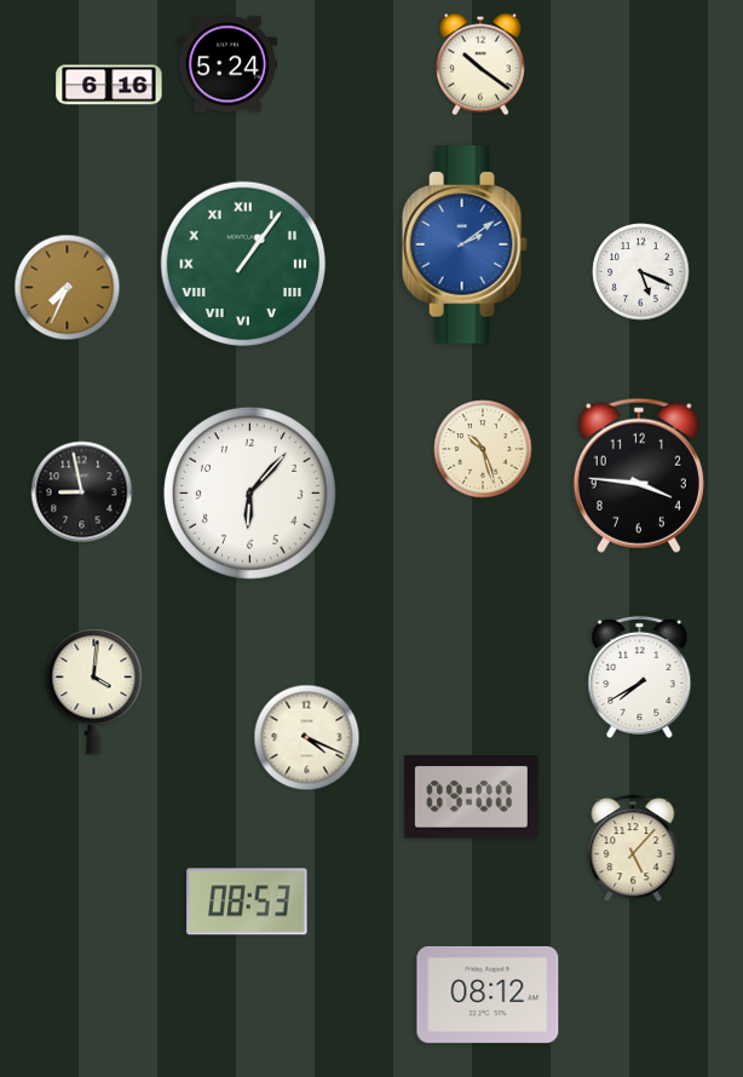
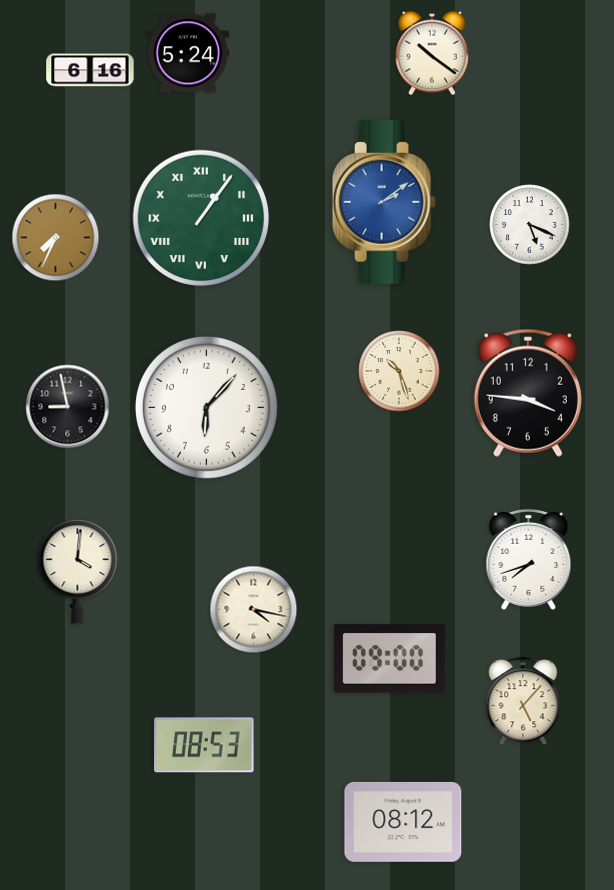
clock at (480, 64) position: (480, 64) -> (432, 53)
clock at (640, 676): 7:40 -> 7:42
clock at (307, 738): 4:19 -> 4:17
